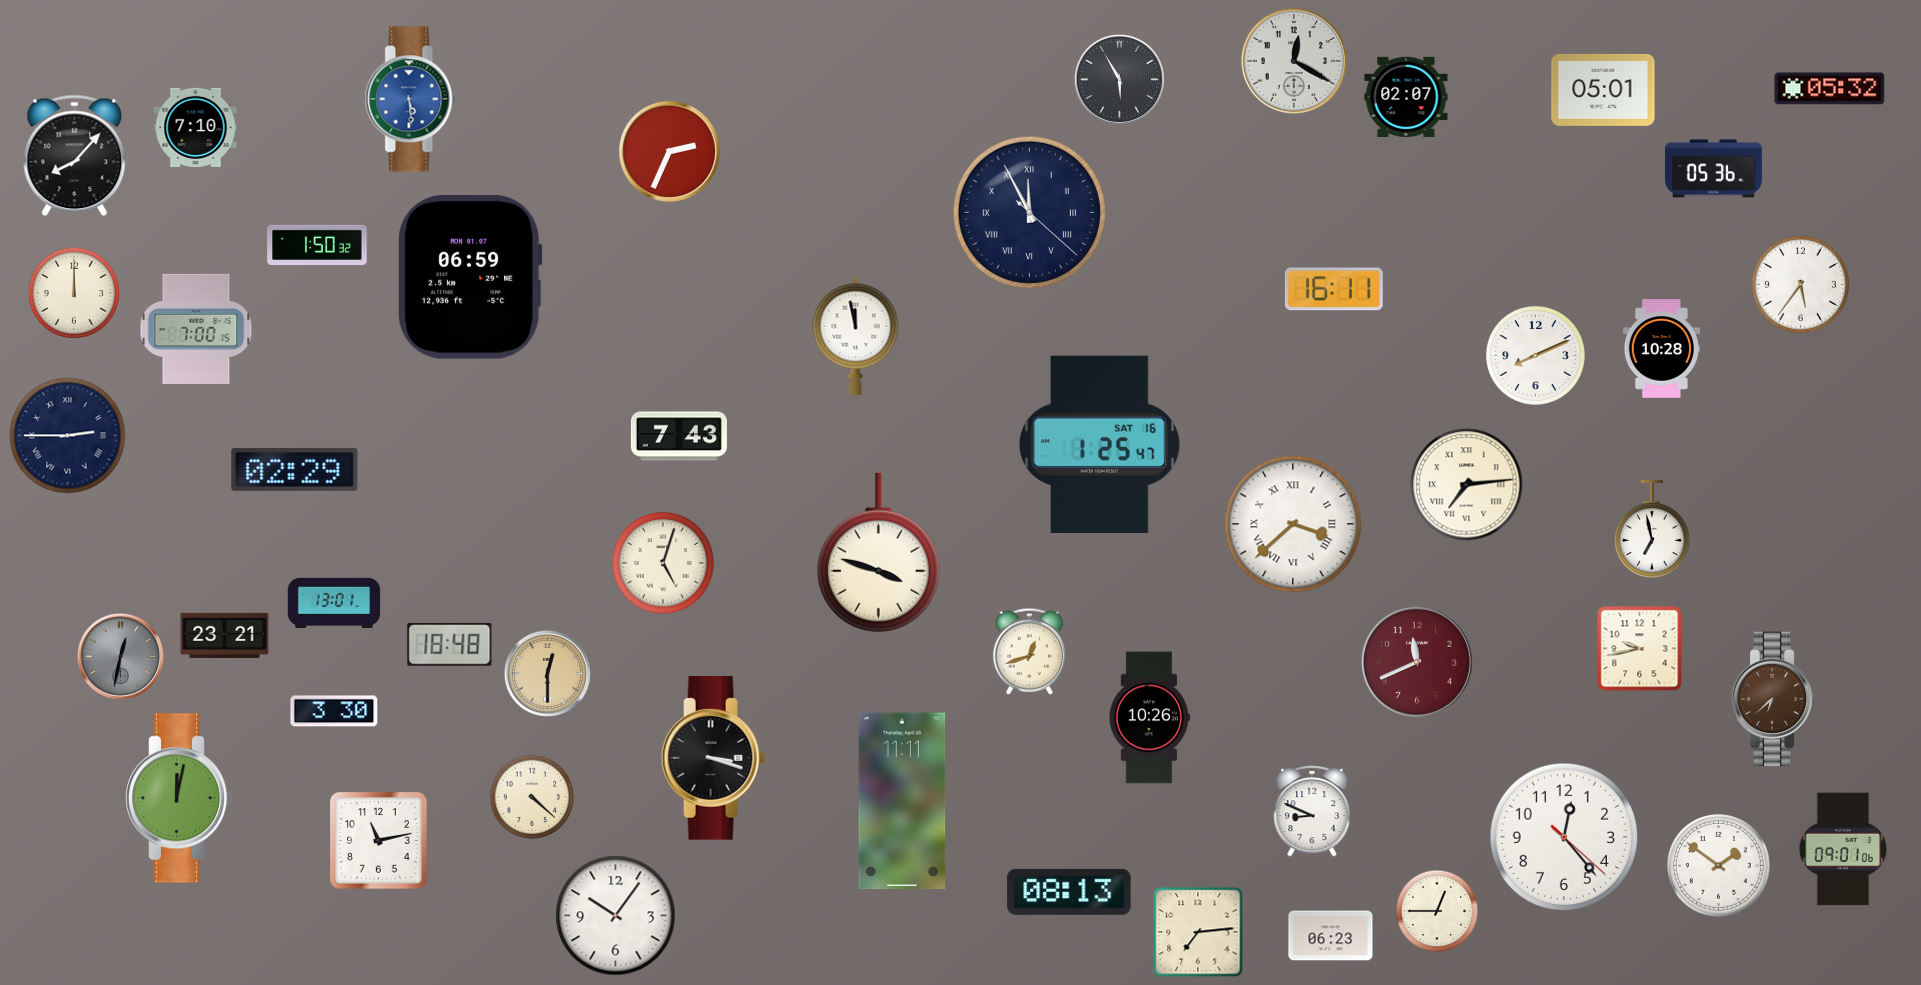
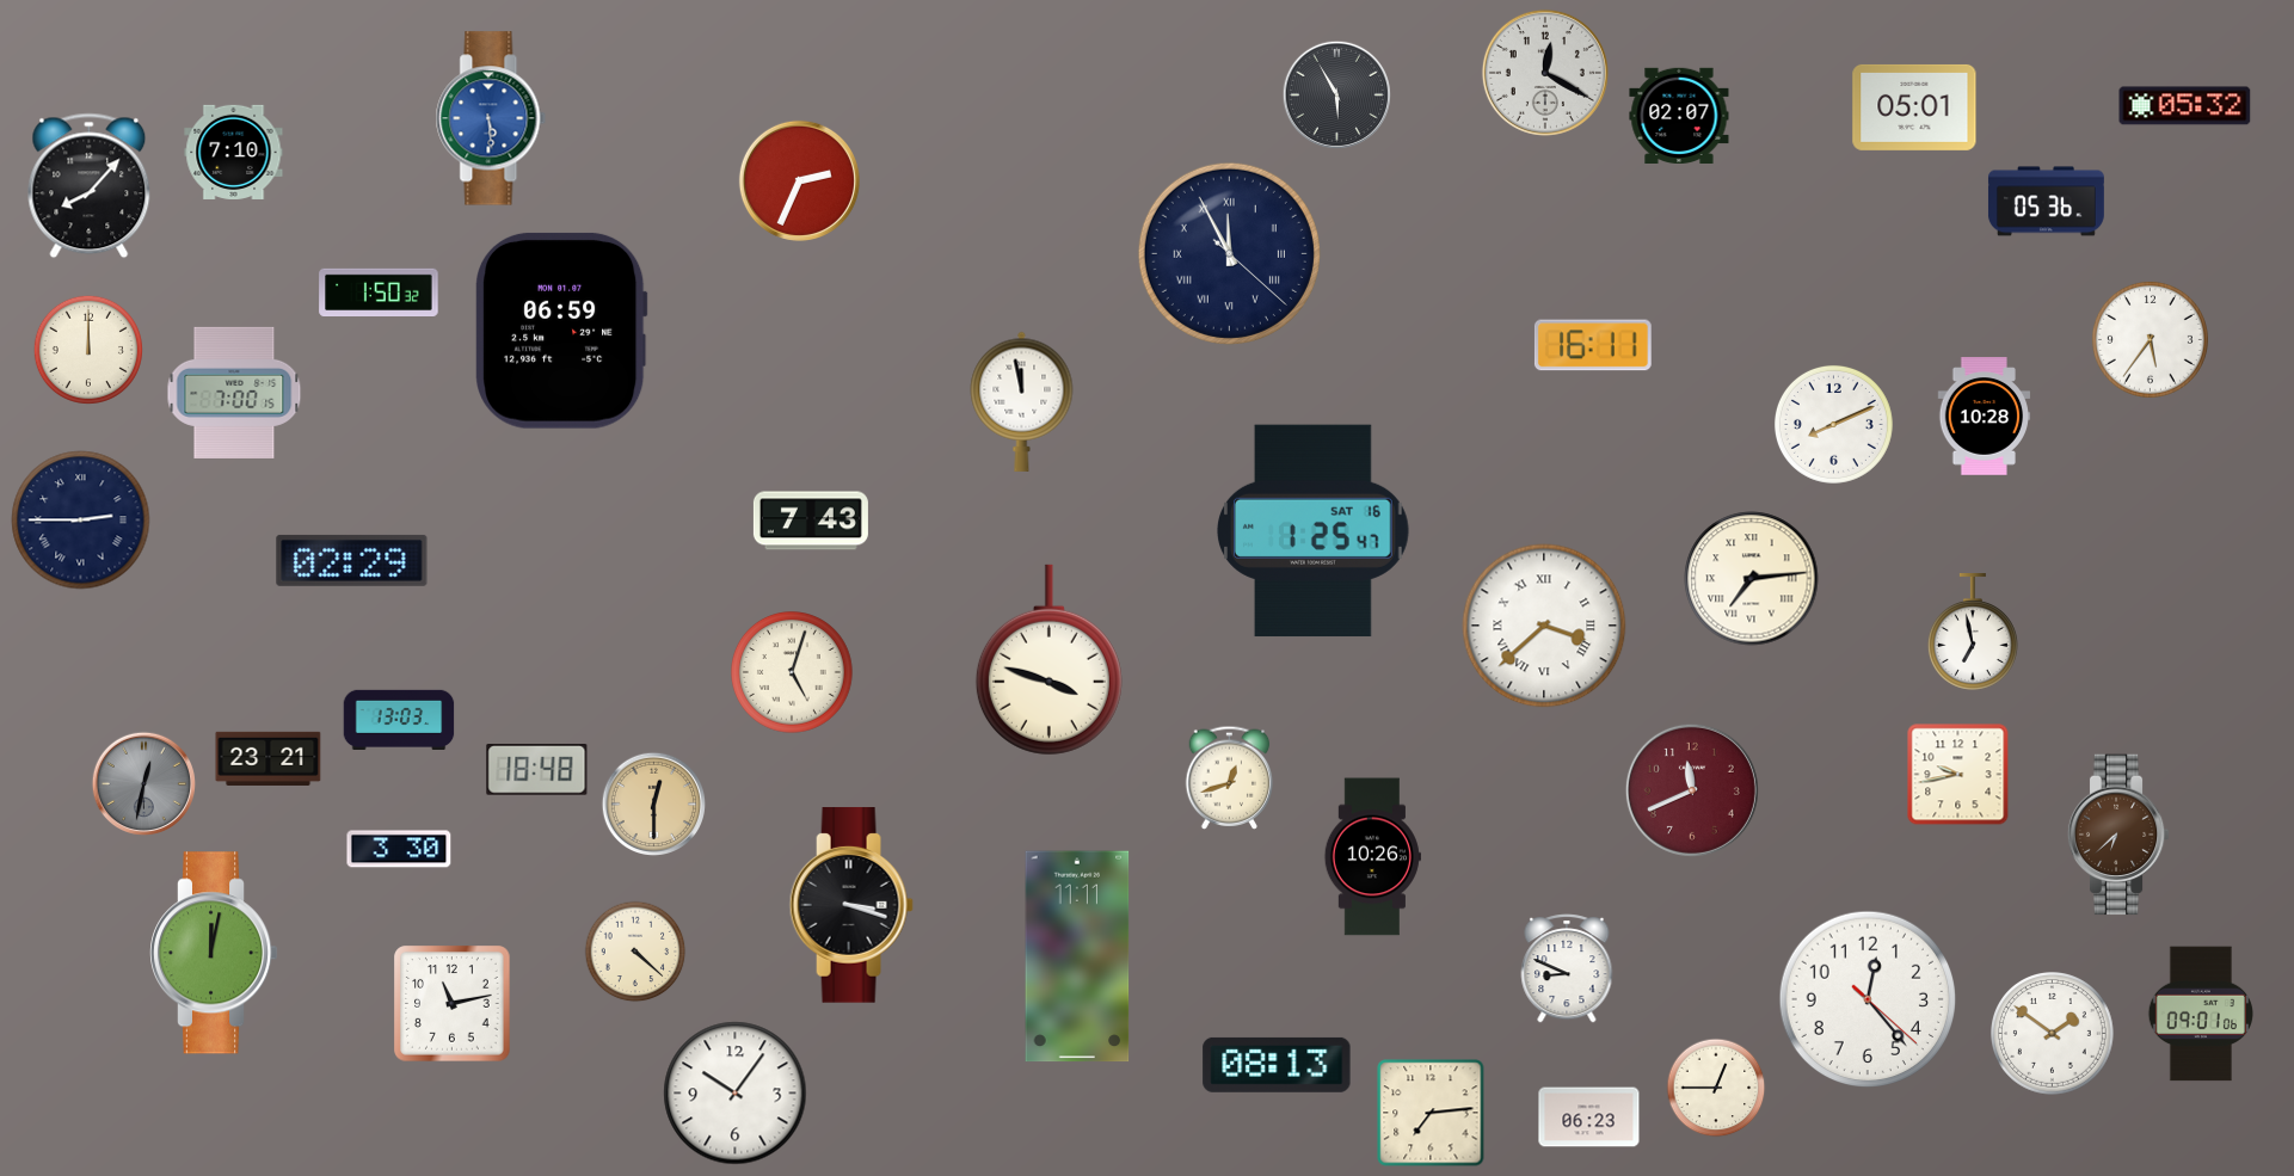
clock at (334, 602): 13:01 -> 13:03
